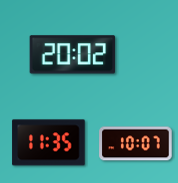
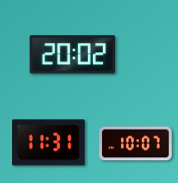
clock at (49, 143): 11:35 -> 11:31
